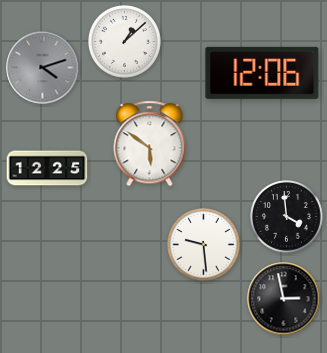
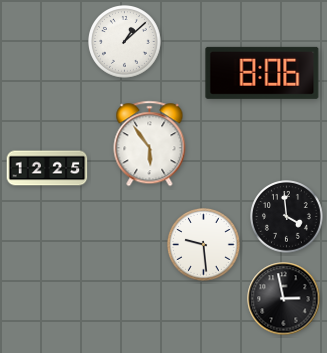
clock at (43, 68): 4:12 -> none
clock at (262, 73): 12:06 -> 8:06
clock at (150, 144): 5:51 -> 5:54
